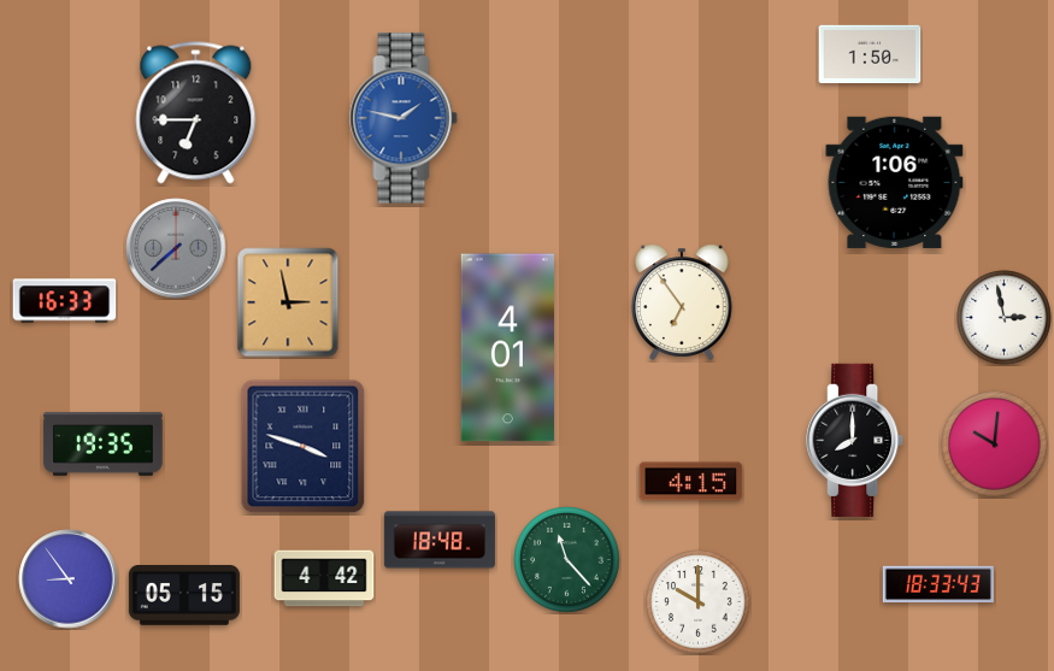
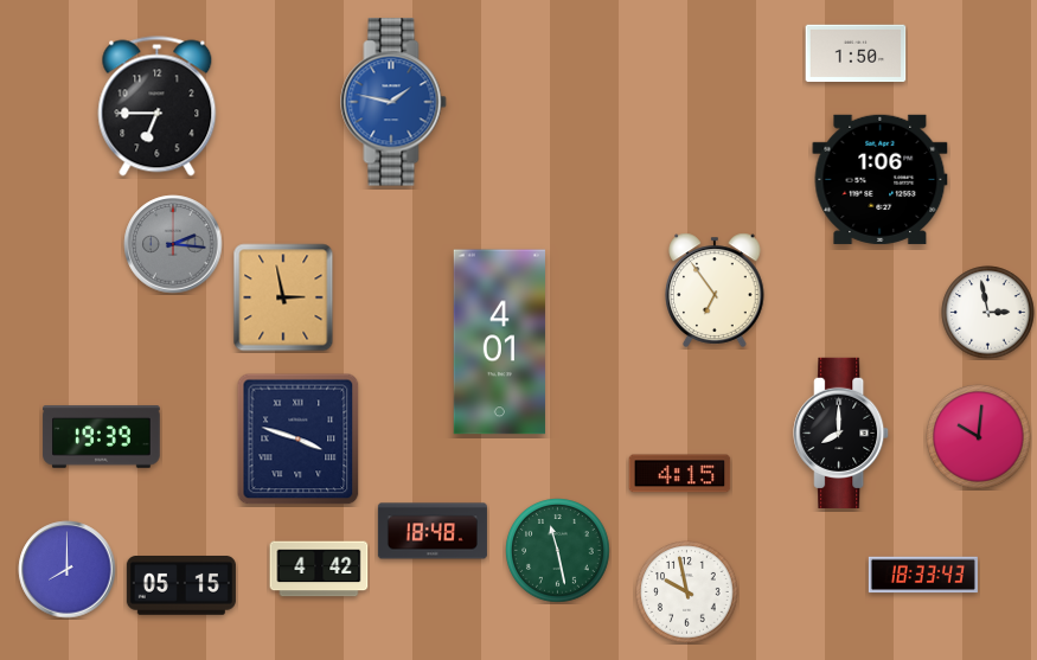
clock at (196, 113) position: (196, 113) -> (158, 107)
clock at (404, 118) position: (404, 118) -> (393, 102)
clock at (176, 248): 7:38 -> 2:16
clock at (65, 301): 16:33 -> none
clock at (682, 302) position: (682, 302) -> (715, 290)
clock at (104, 445): 19:35 -> 19:39
clock at (567, 560): 11:23 -> 11:28
clock at (69, 579): 8:54 -> 8:00
clock at (699, 602): 10:00 -> 9:58
